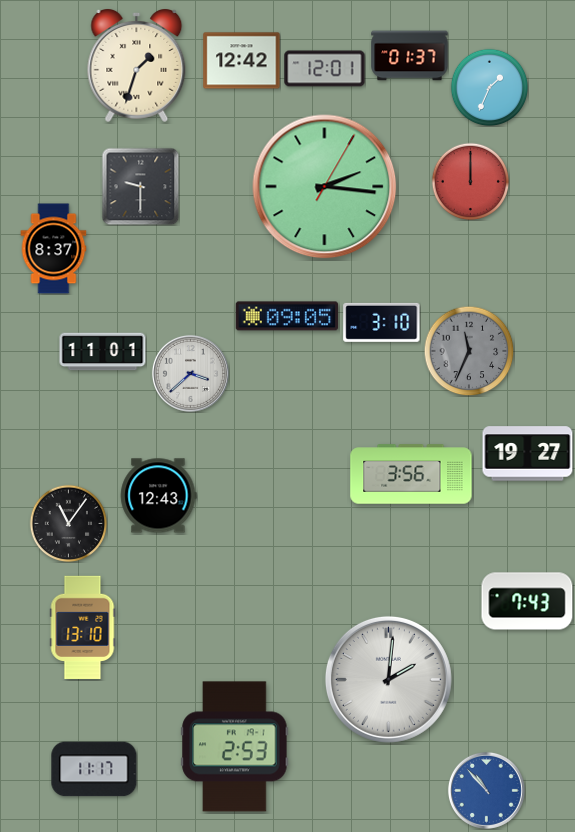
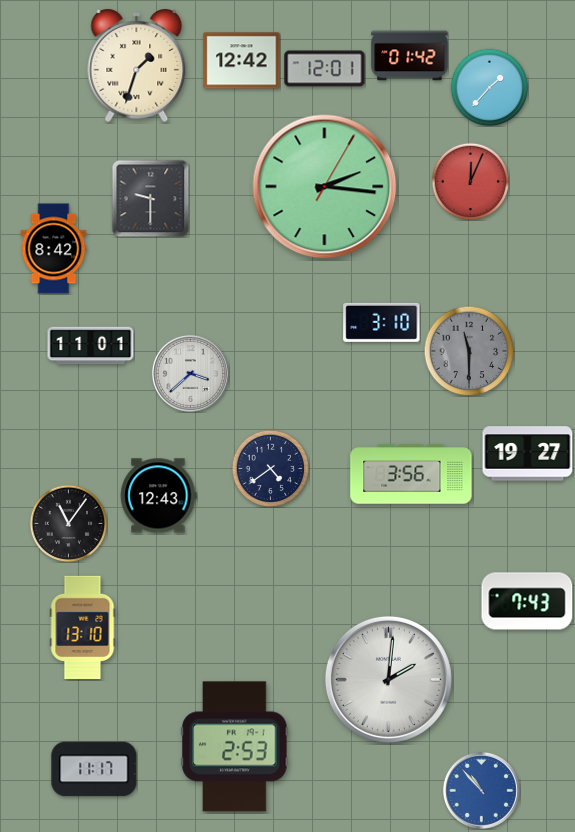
clock at (410, 56): 01:37 -> 01:42
clock at (489, 87): 1:34 -> 1:37
clock at (470, 181): 12:00 -> 12:04
clock at (140, 186) position: (140, 186) -> (150, 198)
clock at (54, 249): 8:37 -> 8:42
clock at (287, 316): 09:05 -> none
clock at (469, 351): 11:34 -> 11:30
clock at (103, 352) position: (103, 352) -> (91, 346)
clock at (270, 468): none -> 4:39
clock at (486, 790) position: (486, 790) -> (481, 790)
